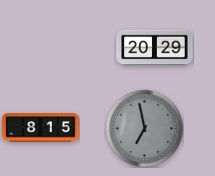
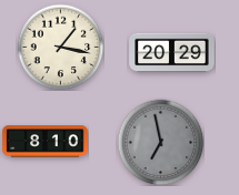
clock at (60, 47): none -> 1:17
clock at (41, 128): 8:15 -> 8:10
